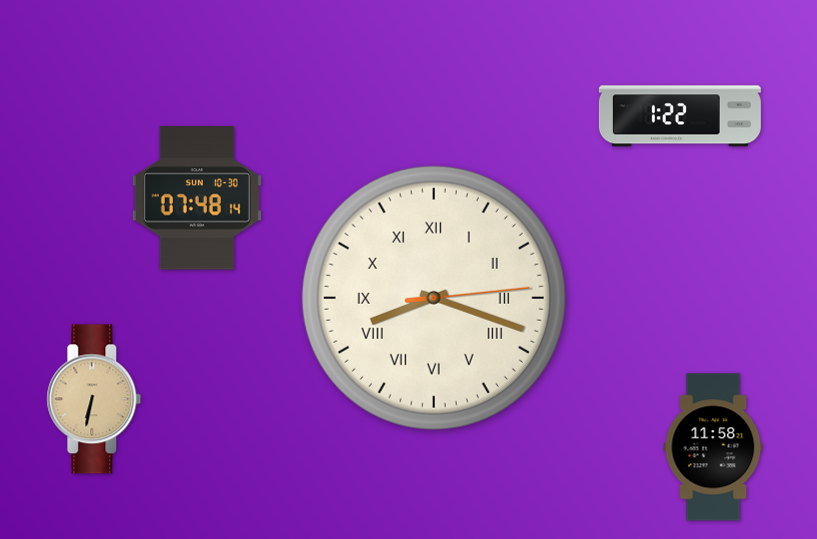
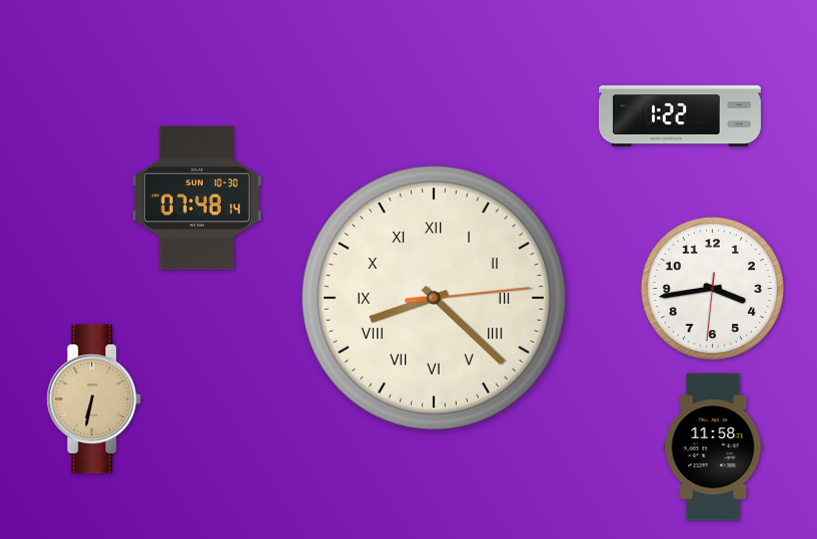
clock at (713, 289): none -> 3:43
clock at (434, 298): 8:18 -> 8:22
